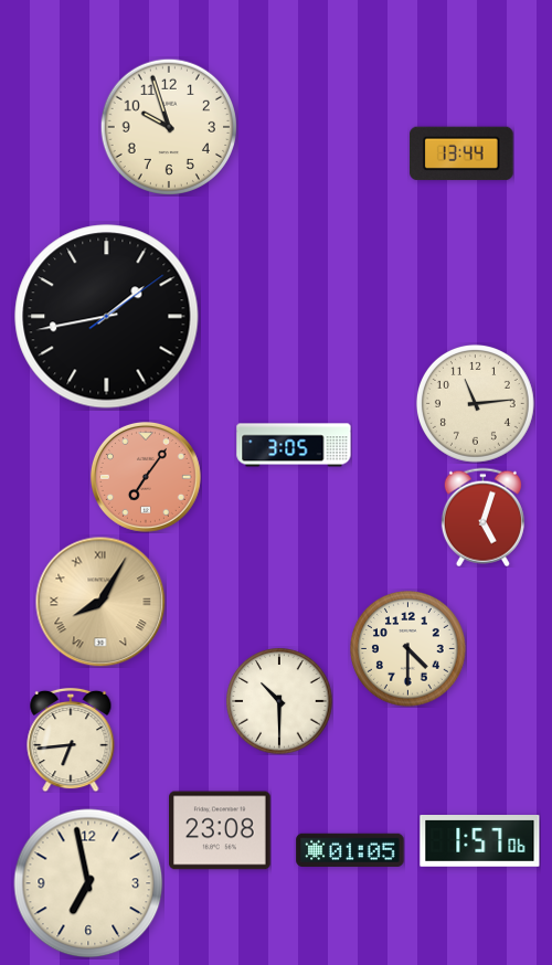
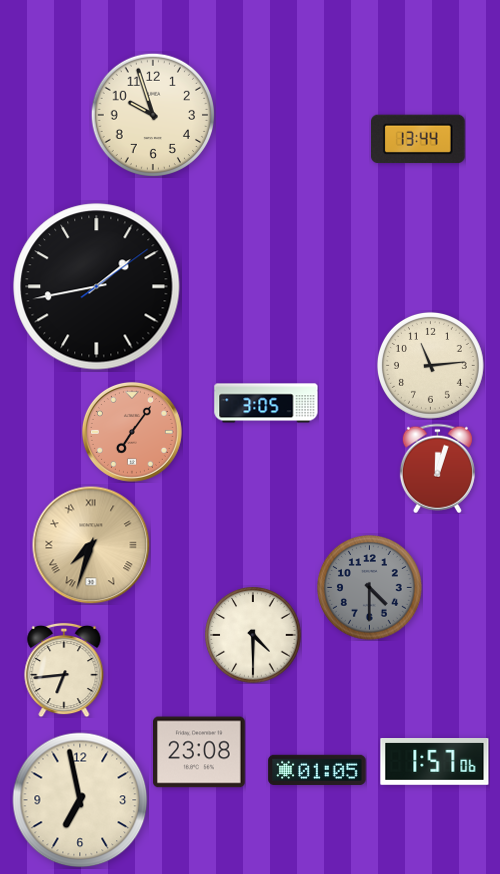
clock at (482, 517): 5:03 -> 12:03
clock at (100, 602): 8:05 -> 7:33
clock at (408, 649) dial: cream -> grey
clock at (279, 701): 10:30 -> 4:30
